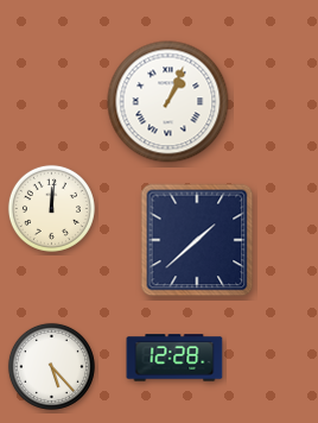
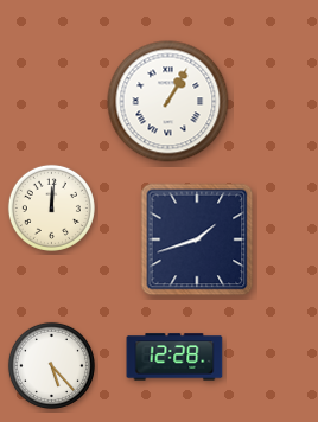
clock at (168, 102): 1:04 -> 1:05
clock at (197, 240): 1:38 -> 1:42
